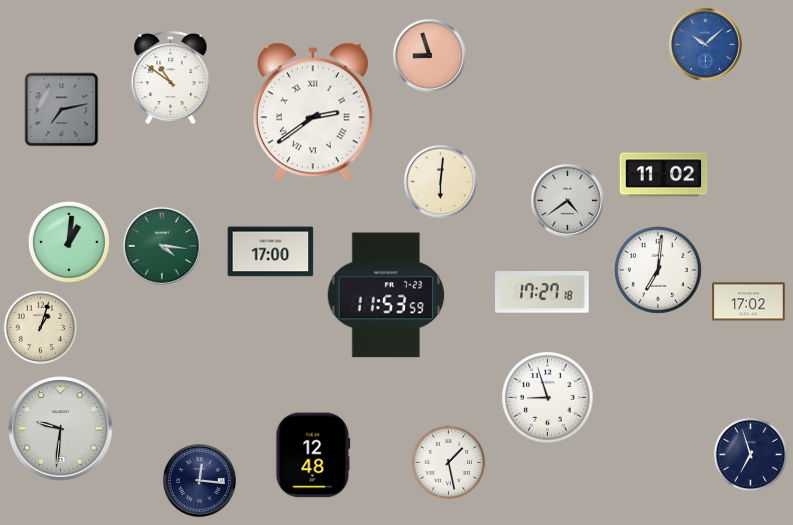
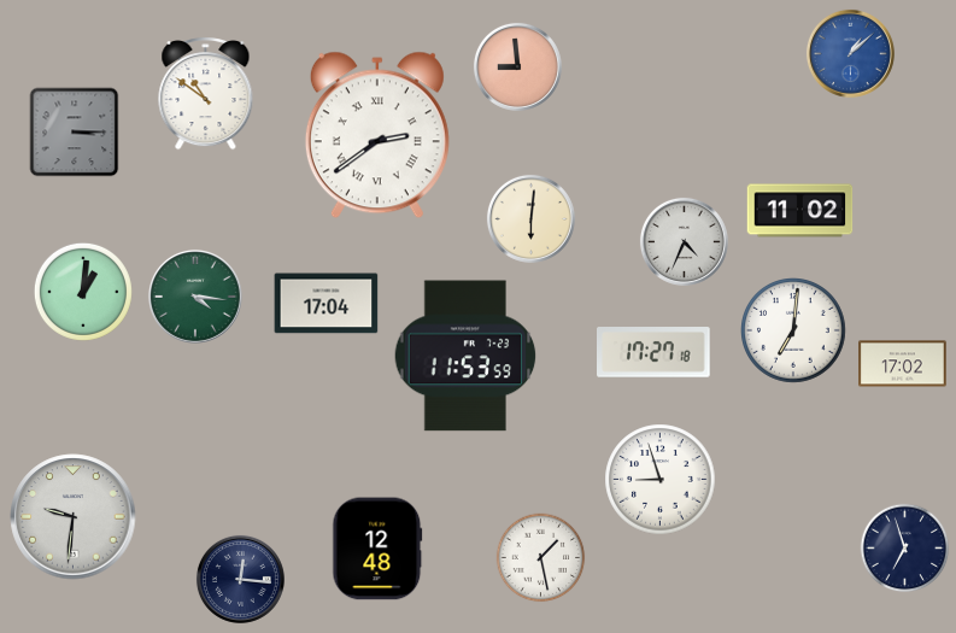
clock at (705, 44): 10:08 -> 1:08
clock at (429, 55): 8:57 -> 8:59
clock at (62, 110): 7:13 -> 3:15
clock at (567, 200): 4:39 -> 4:34
clock at (271, 252): 17:00 -> 17:04
clock at (659, 271) position: (659, 271) -> (794, 332)
clock at (41, 328): 1:03 -> none
